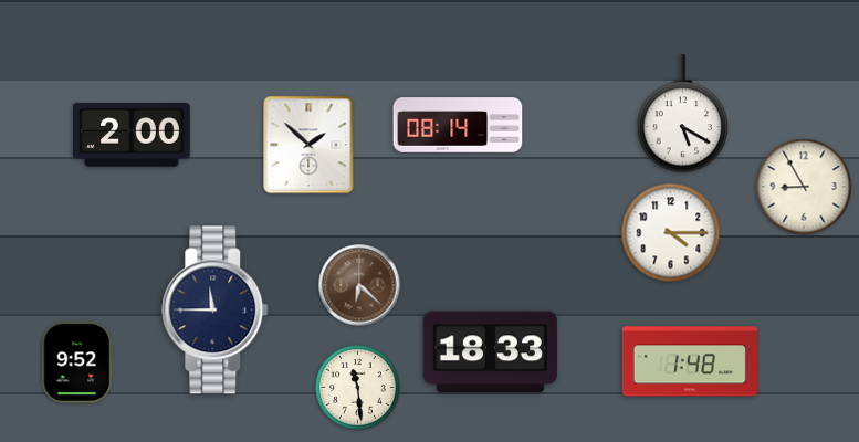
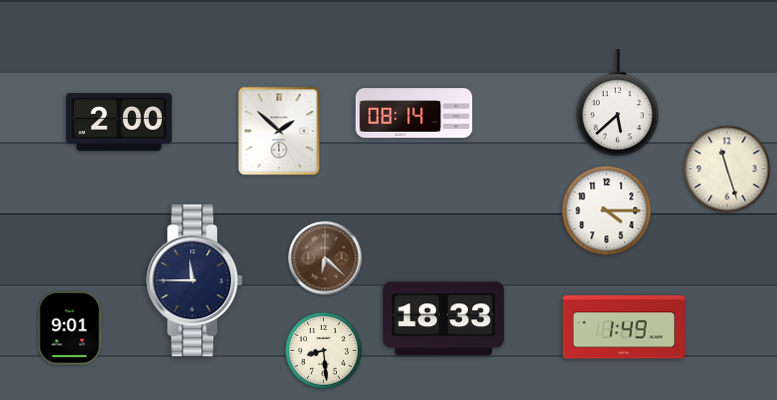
clock at (683, 114): 5:20 -> 5:38
clock at (804, 187): 8:55 -> 11:27
clock at (690, 361): 1:48 -> 1:49
clock at (77, 362): 9:52 -> 9:01
clock at (358, 388): 11:29 -> 8:29
